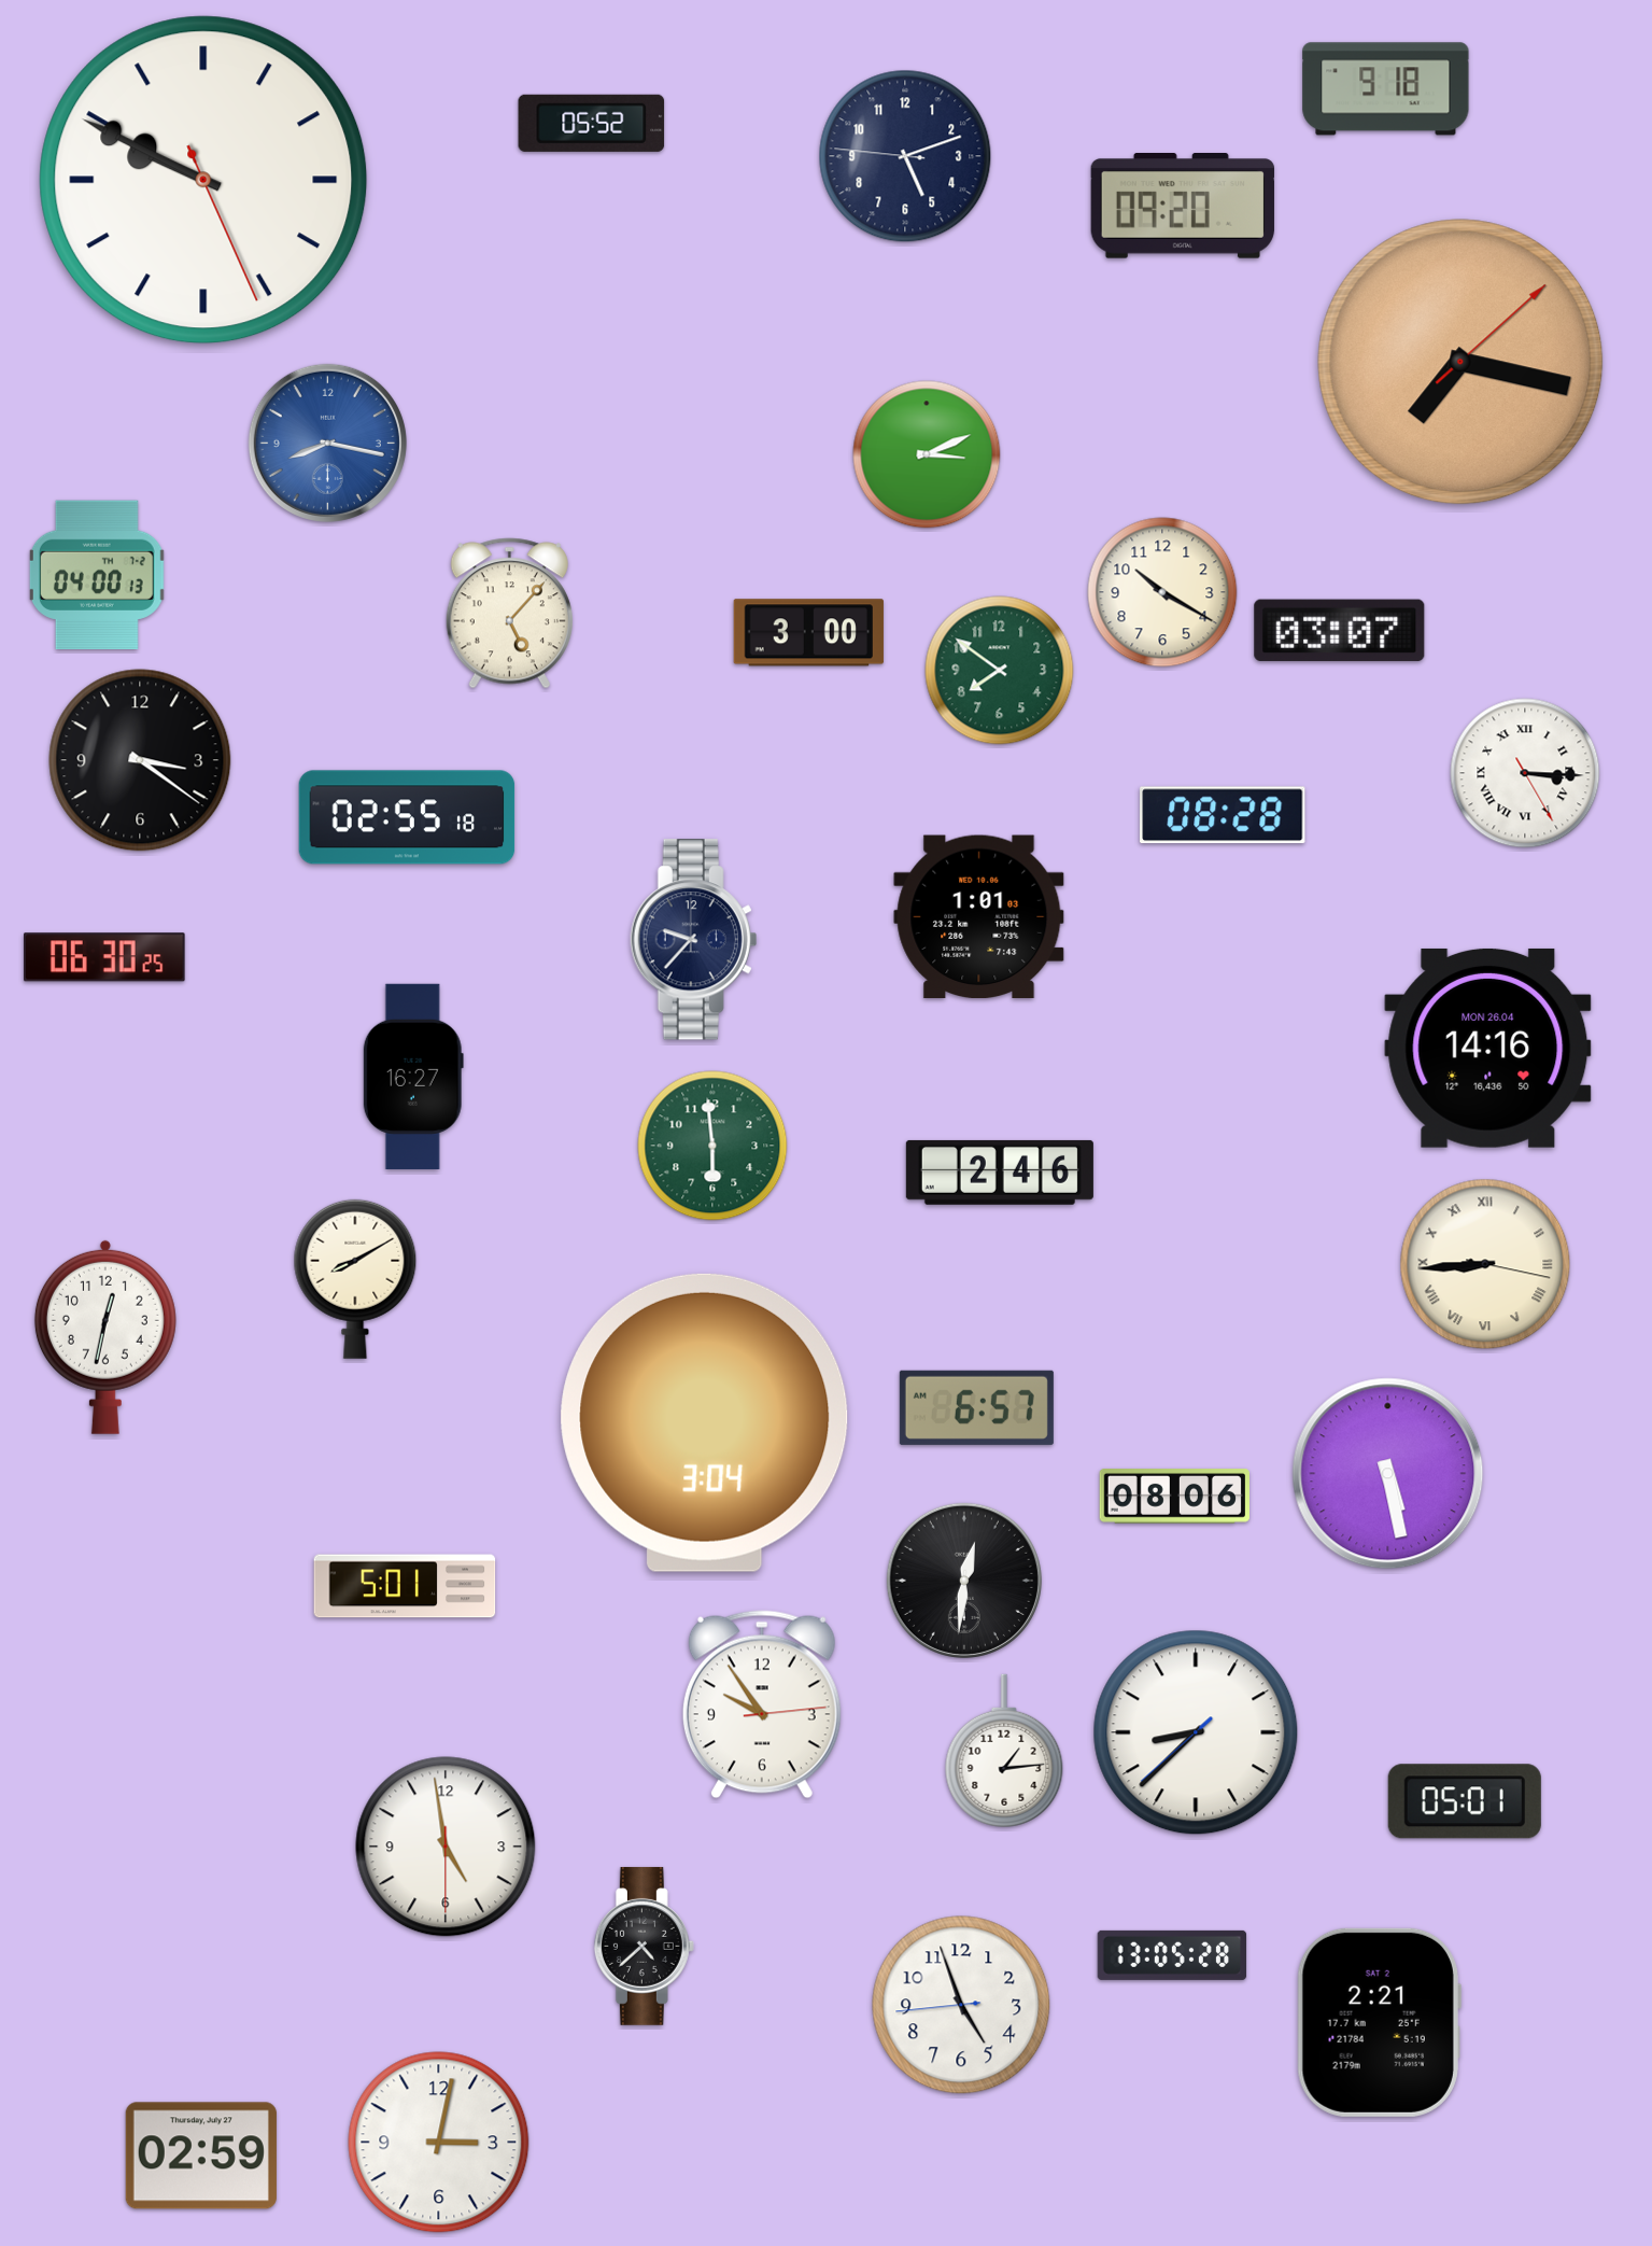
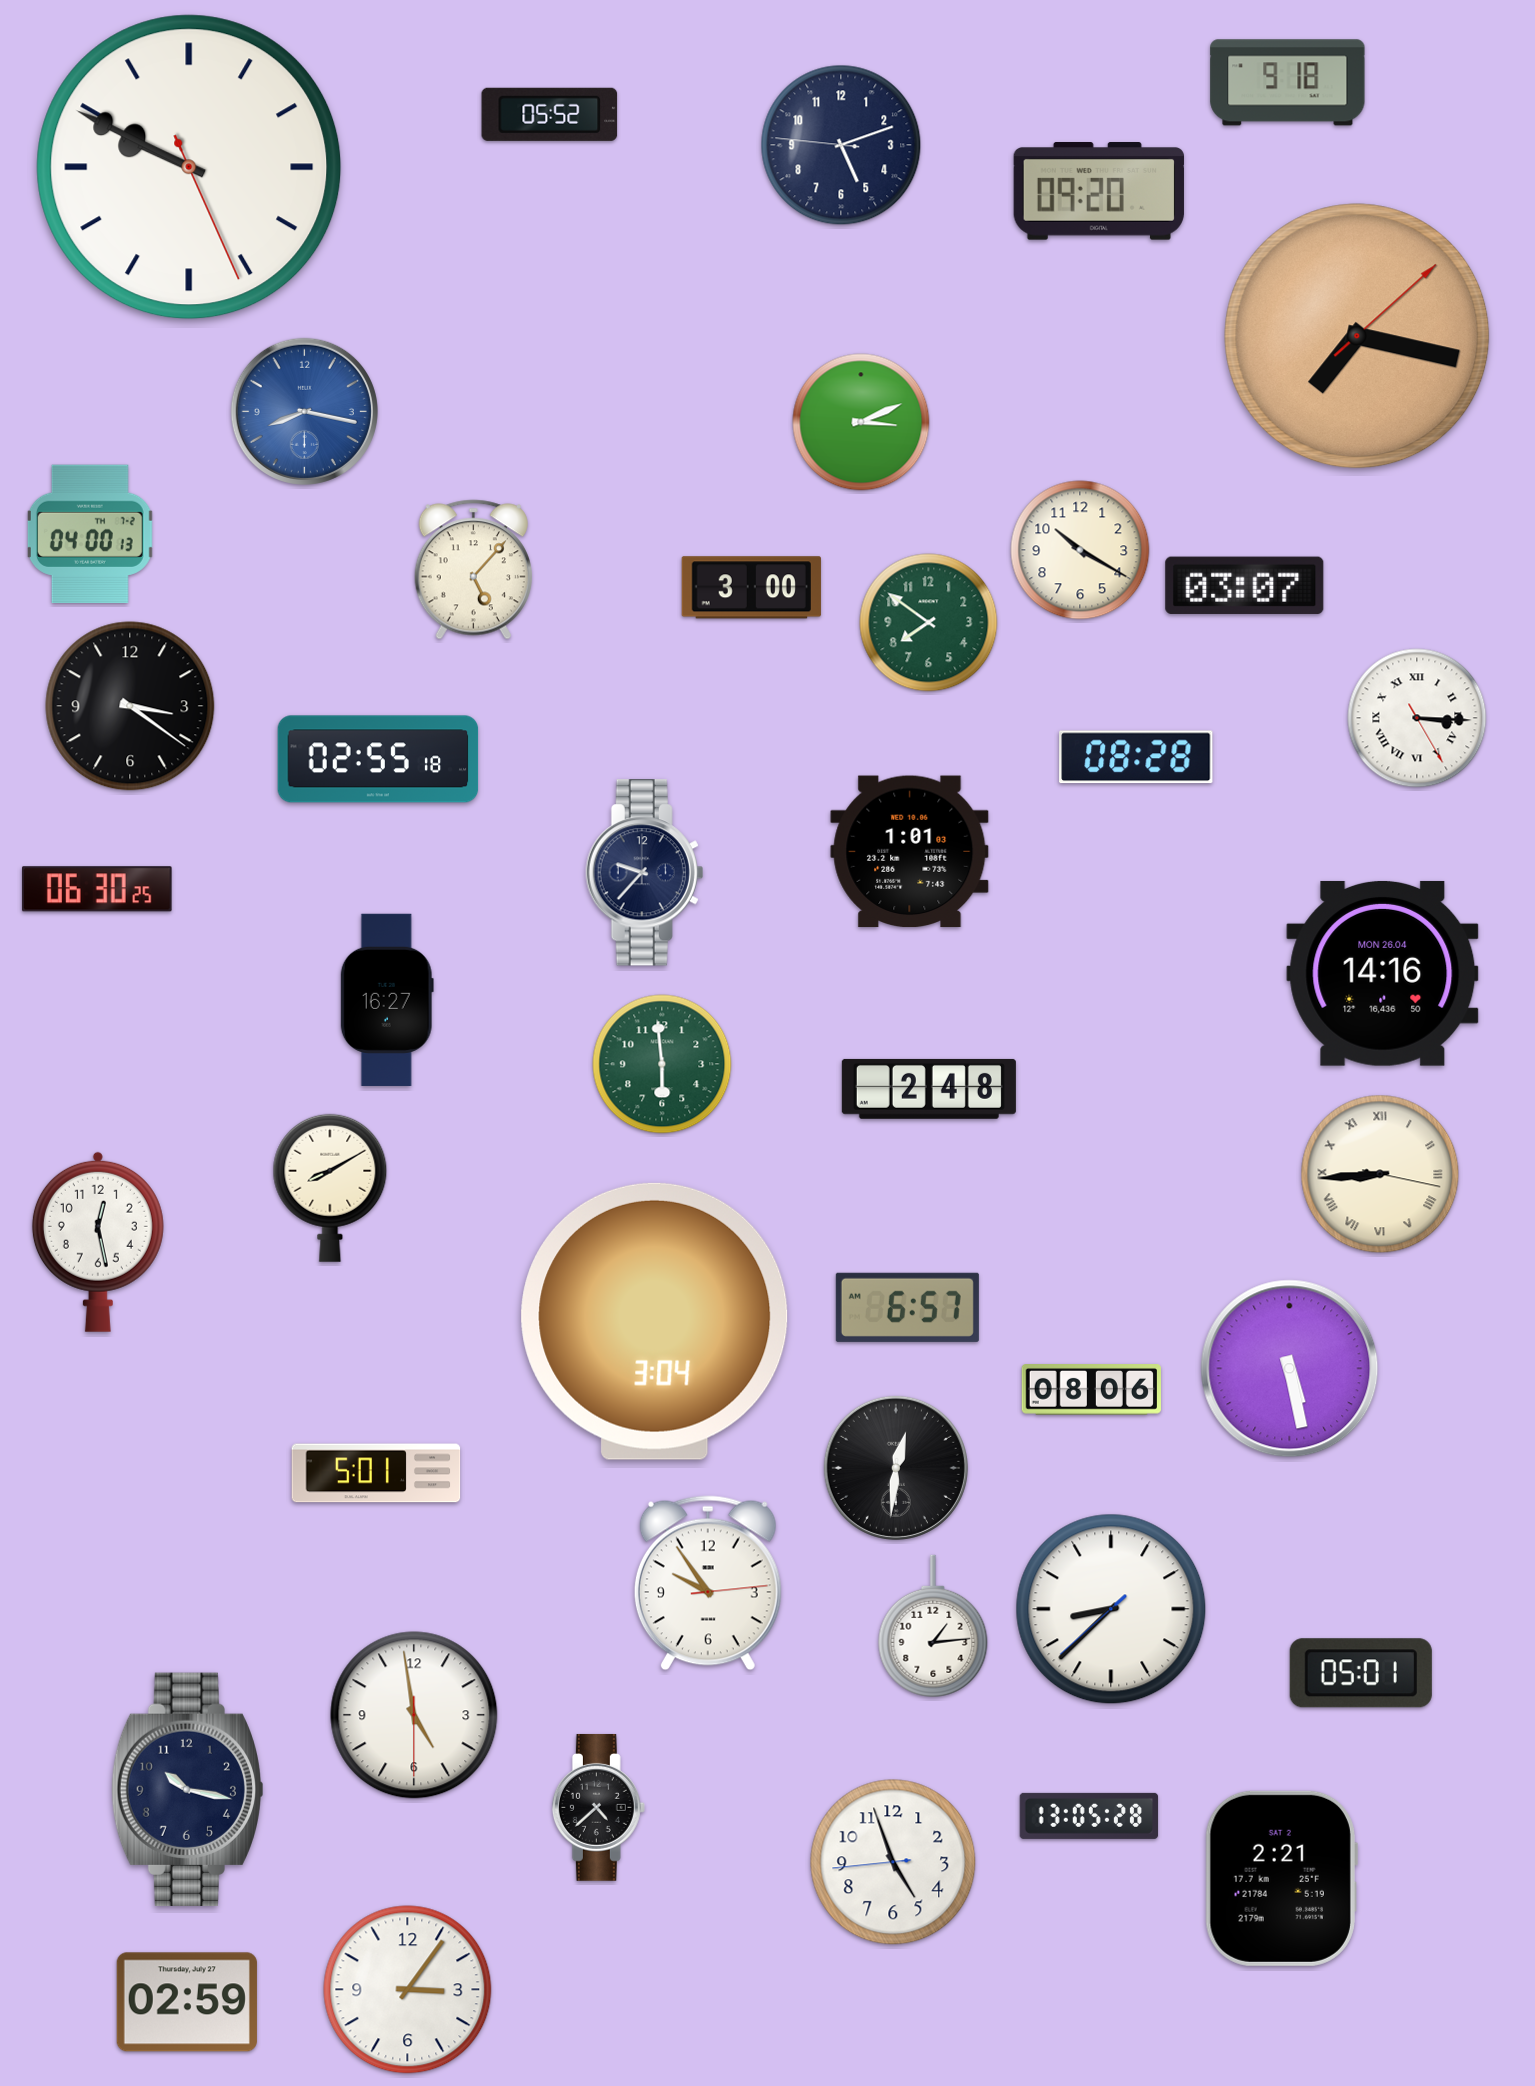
clock at (413, 1077) position: (413, 1077) -> (387, 1000)
clock at (1000, 1173): 2:46 -> 2:48
clock at (105, 1337): 12:32 -> 12:28
clock at (187, 1789): none -> 10:17
clock at (439, 2143): 3:02 -> 3:06
